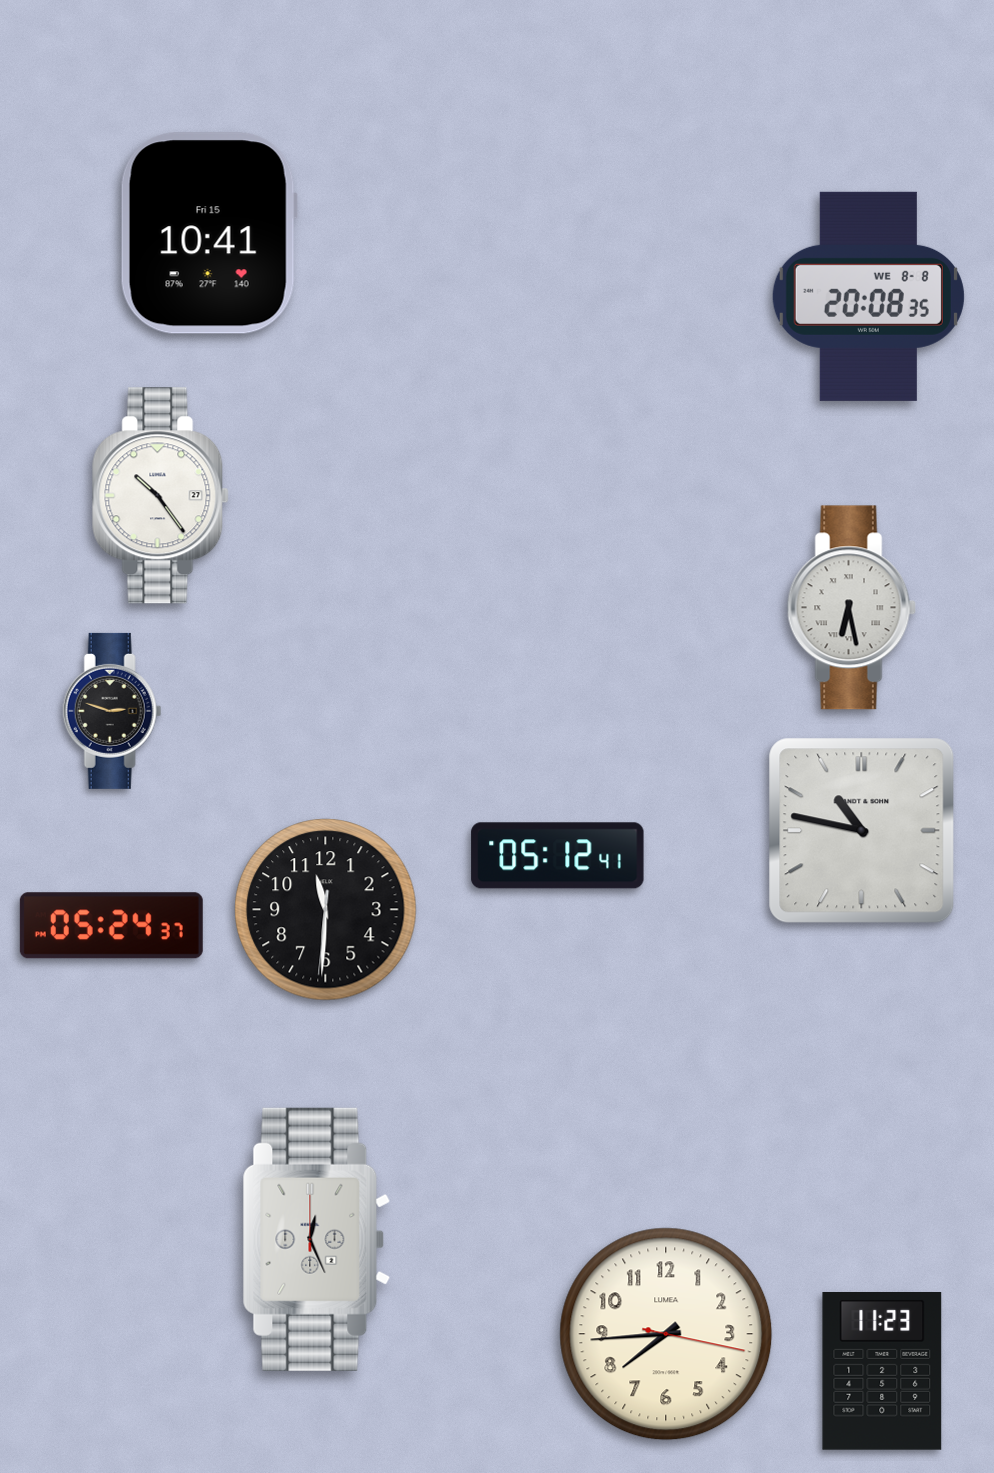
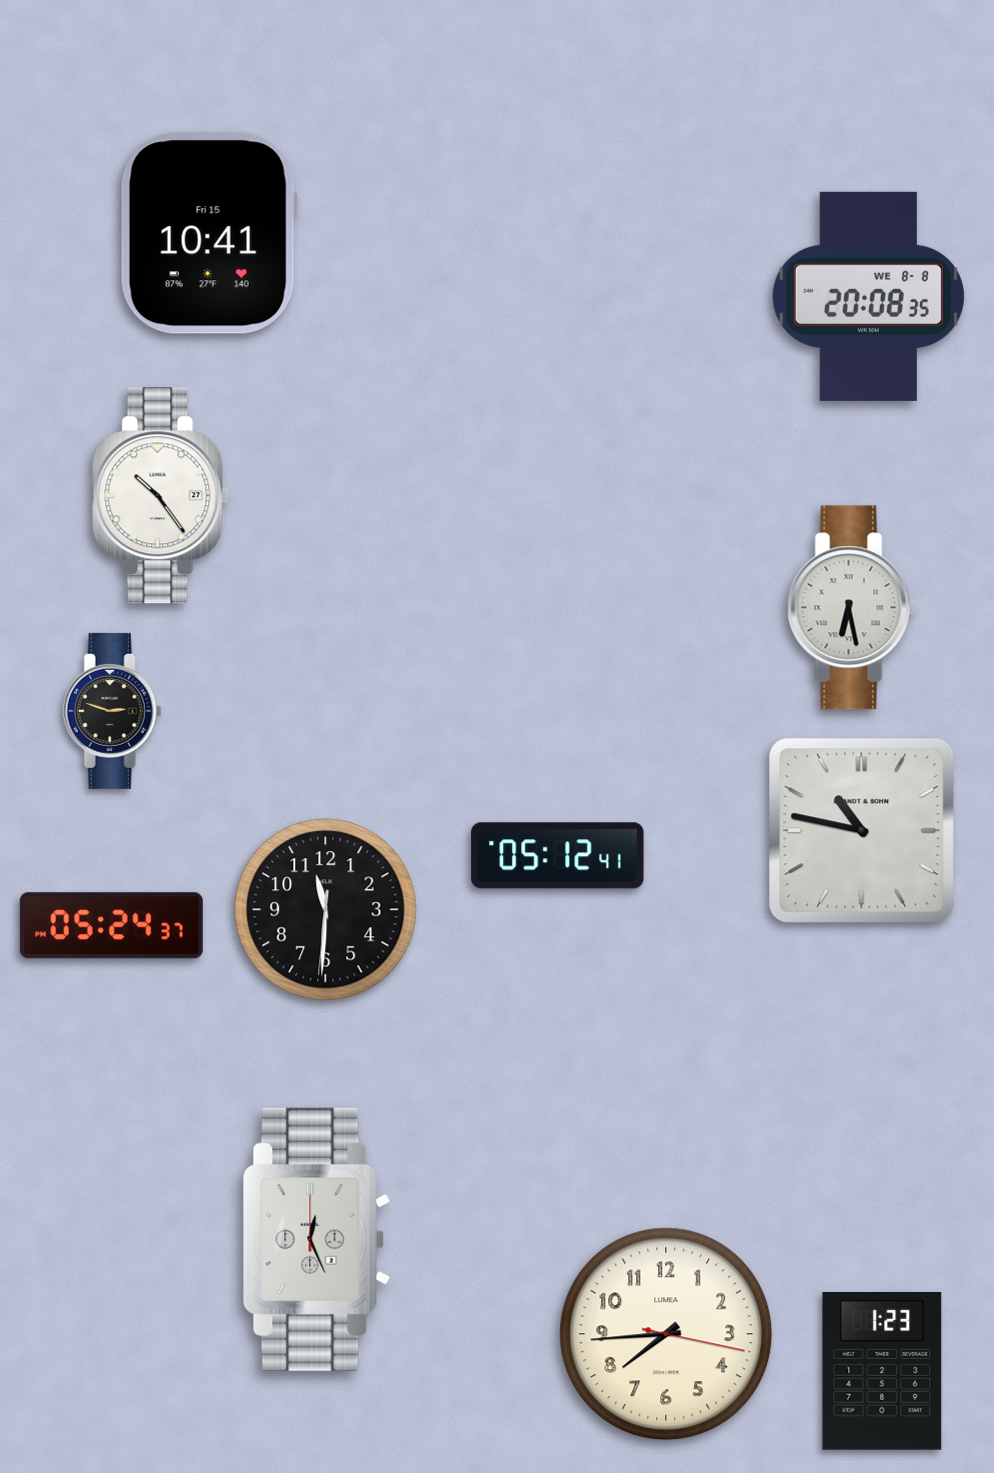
clock at (882, 1372): 11:23 -> 1:23
